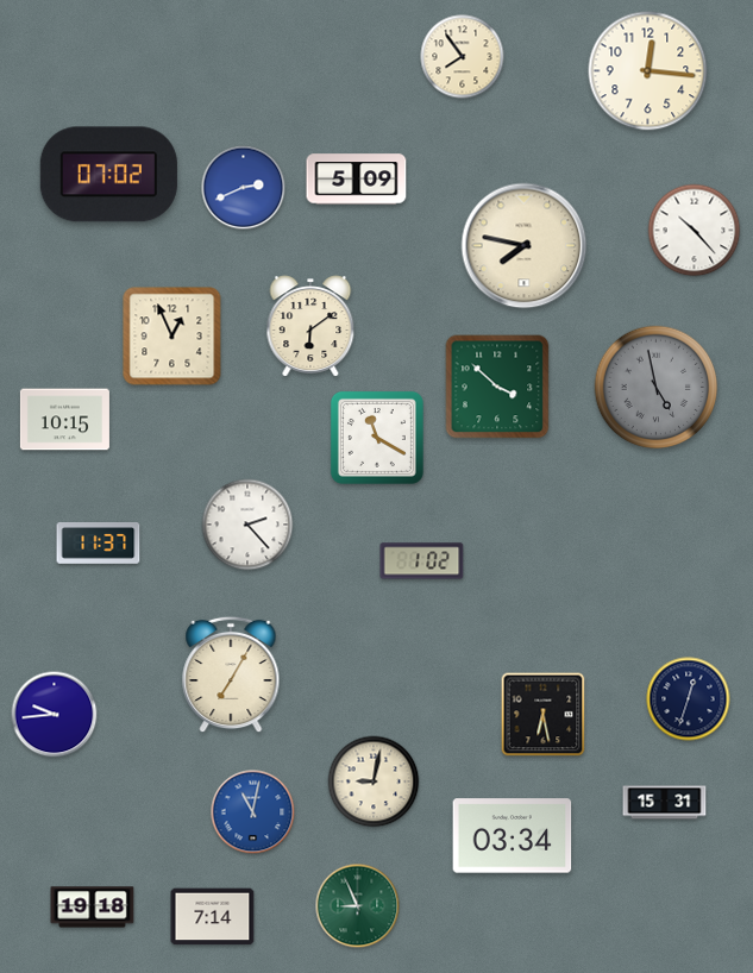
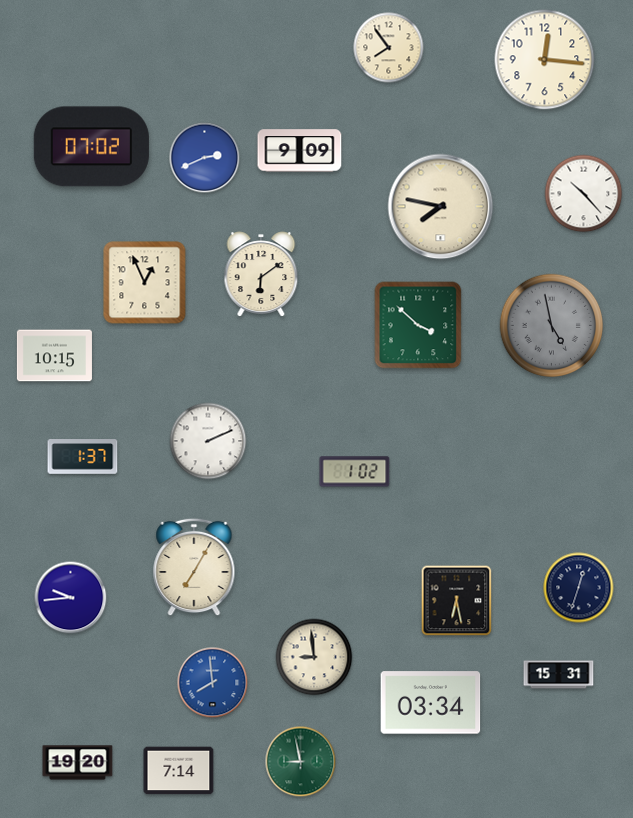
clock at (357, 180): 5:09 -> 9:09
clock at (64, 420) position: (64, 420) -> (54, 356)
clock at (377, 438): 11:20 -> none
clock at (247, 525): 2:23 -> 2:11
clock at (99, 544): 11:37 -> 1:37
clock at (55, 715) position: (55, 715) -> (71, 598)
clock at (374, 781): 9:02 -> 8:59
clock at (253, 812): 11:02 -> 7:59
clock at (358, 906): 8:56 -> 8:58
clock at (93, 908): 19:18 -> 19:20
